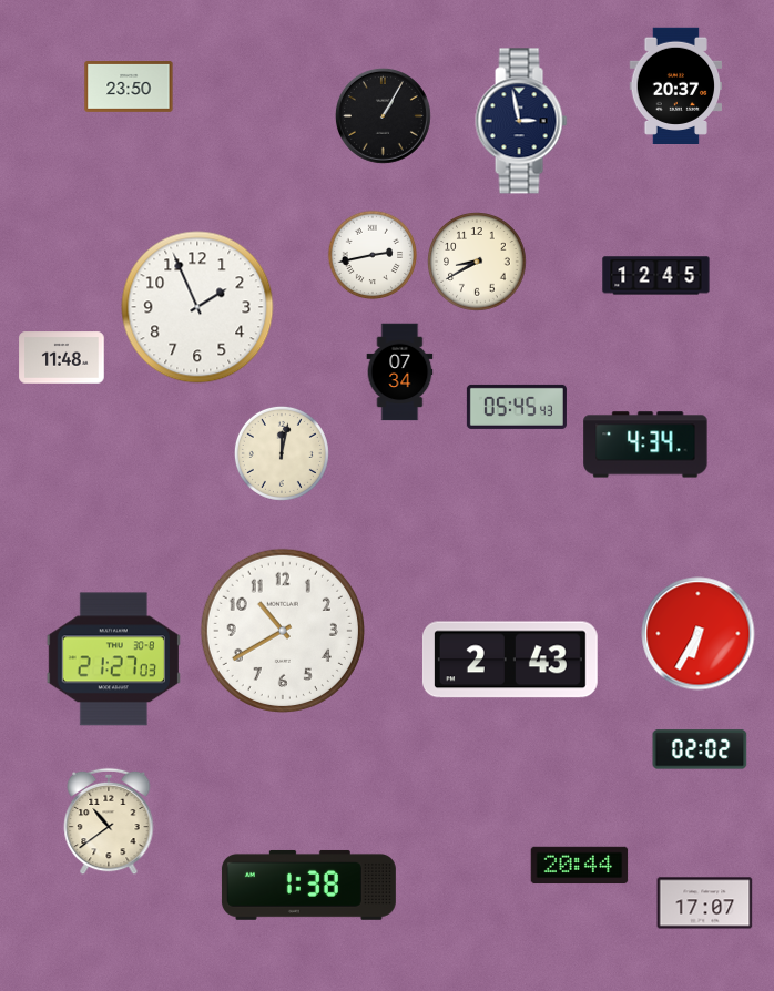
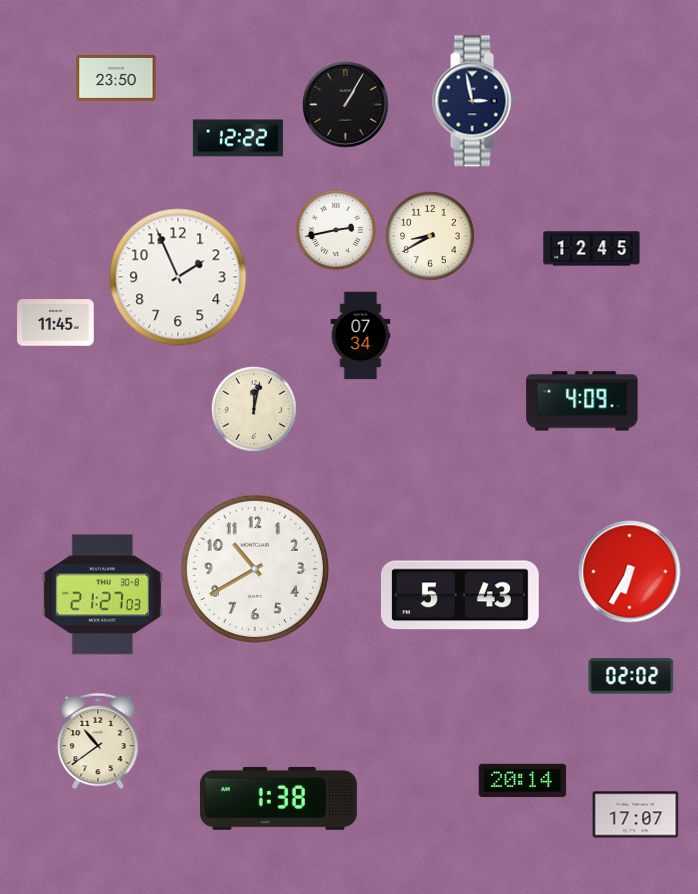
clock at (676, 85): 20:37 -> none
clock at (521, 121) position: (521, 121) -> (474, 101)
clock at (238, 138): none -> 12:22
clock at (62, 358): 11:48 -> 11:45
clock at (517, 407): 05:45 -> none
clock at (645, 445): 4:34 -> 4:09
clock at (510, 660): 2:43 -> 5:43
clock at (580, 866): 20:44 -> 20:14
